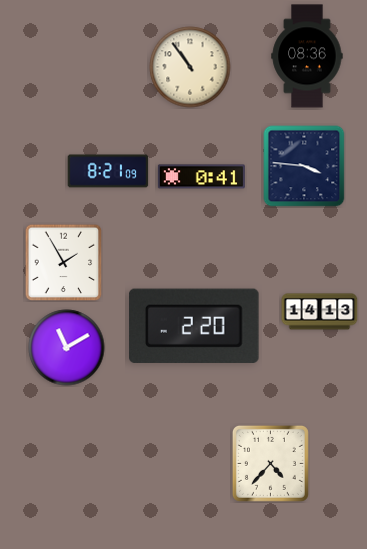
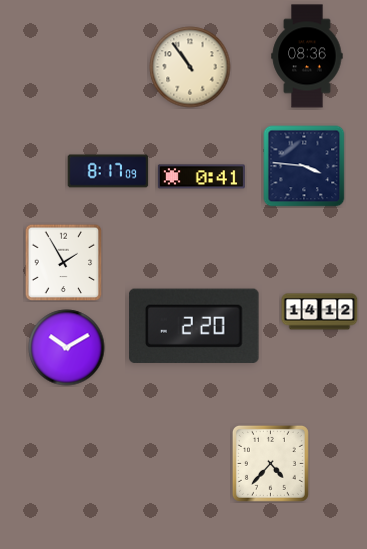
clock at (108, 171): 8:21 -> 8:17
clock at (320, 312): 14:13 -> 14:12
clock at (67, 348): 11:10 -> 10:10
